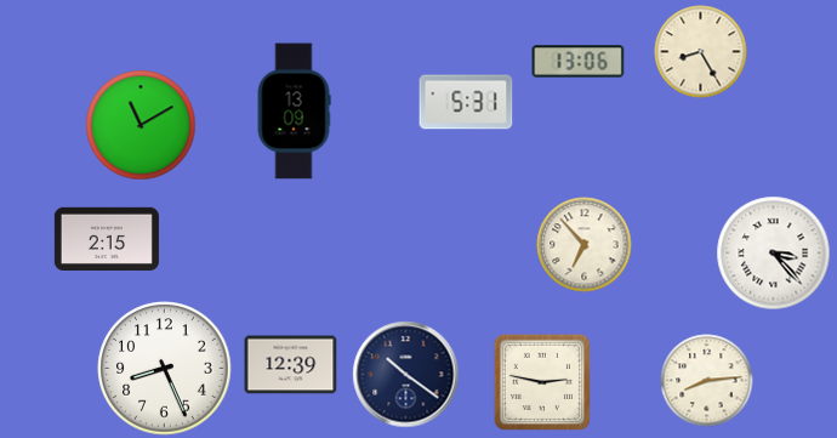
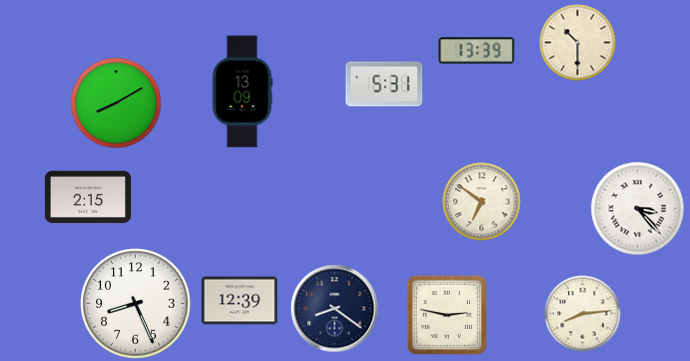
clock at (701, 52): 8:25 -> 10:30
clock at (579, 62): 13:06 -> 13:39
clock at (141, 125): 11:10 -> 8:10
clock at (585, 245): 6:53 -> 6:51
clock at (406, 375): 10:21 -> 8:21
